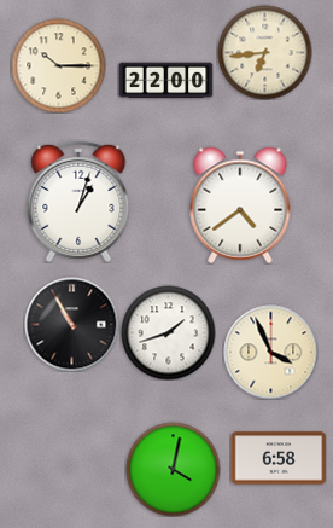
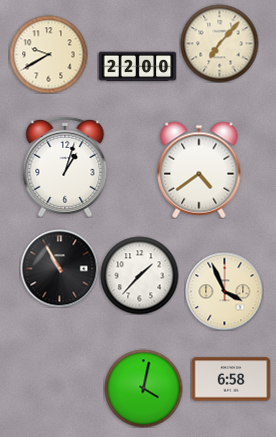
clock at (264, 52): 6:44 -> 7:07
clock at (58, 65): 10:15 -> 9:40
clock at (168, 332): 1:42 -> 1:37
